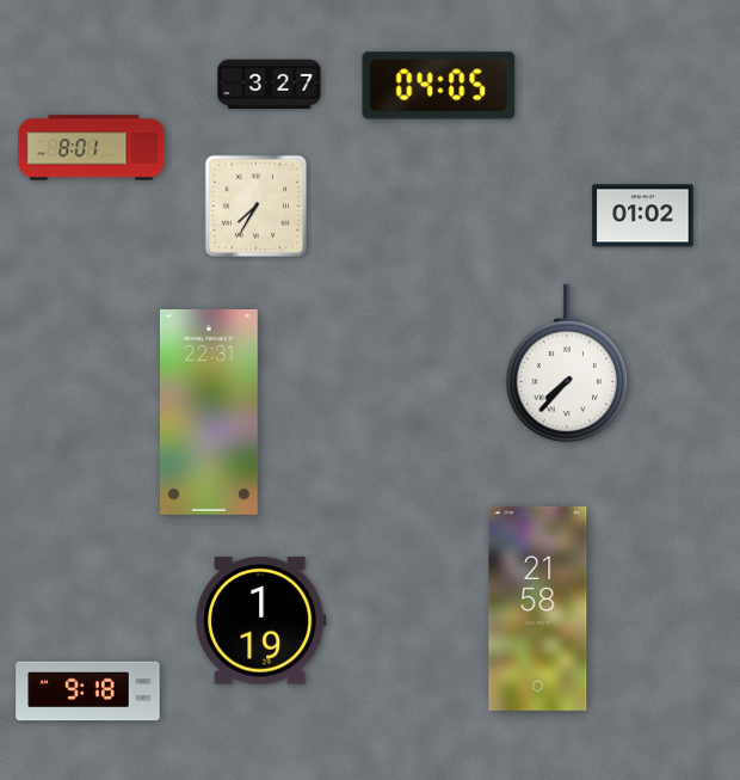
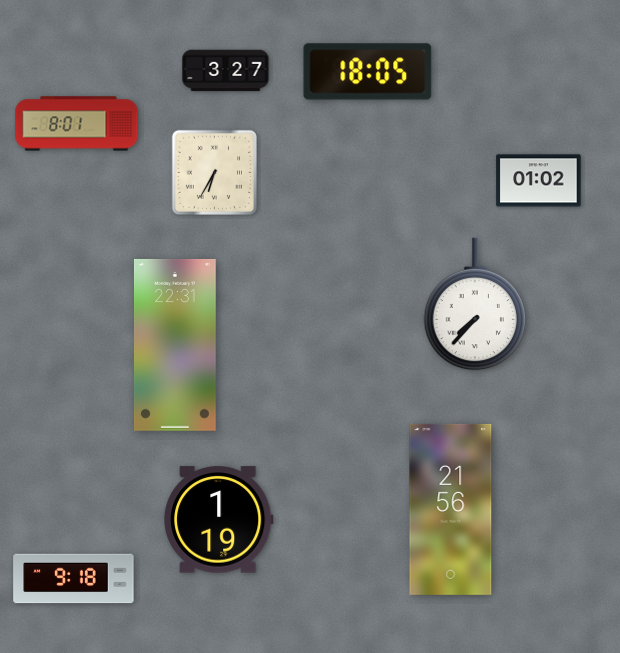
clock at (439, 86): 04:05 -> 18:05
clock at (255, 205): 7:35 -> 6:35
clock at (538, 608): 21:58 -> 21:56
